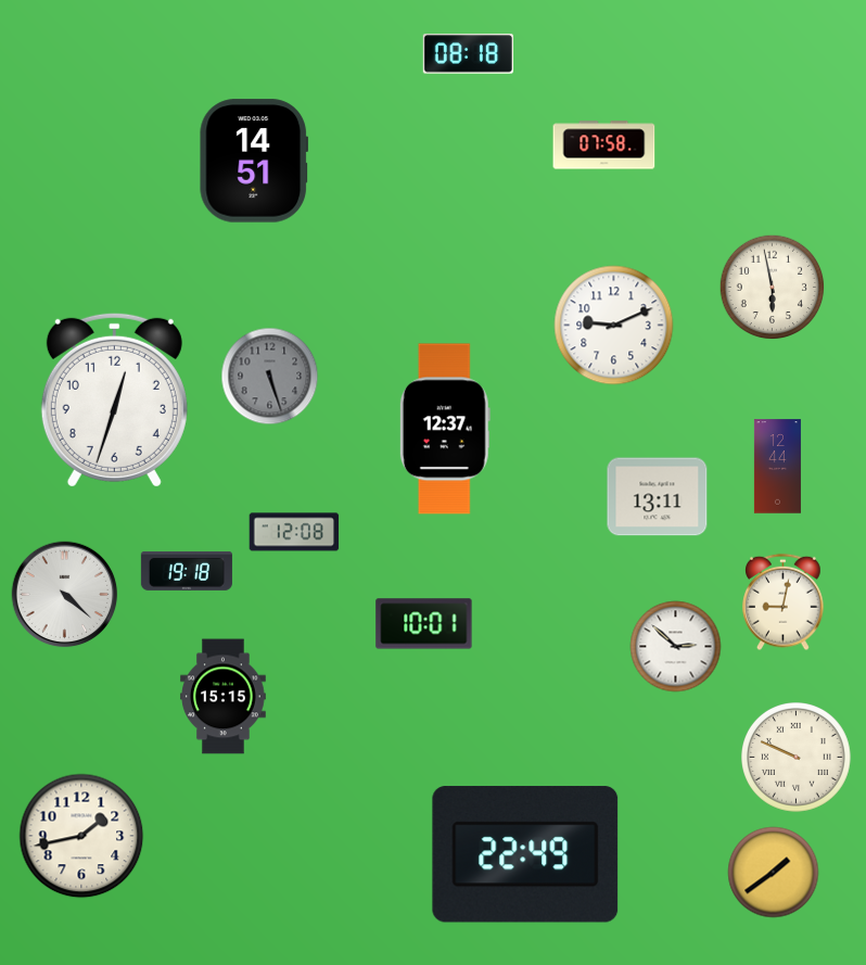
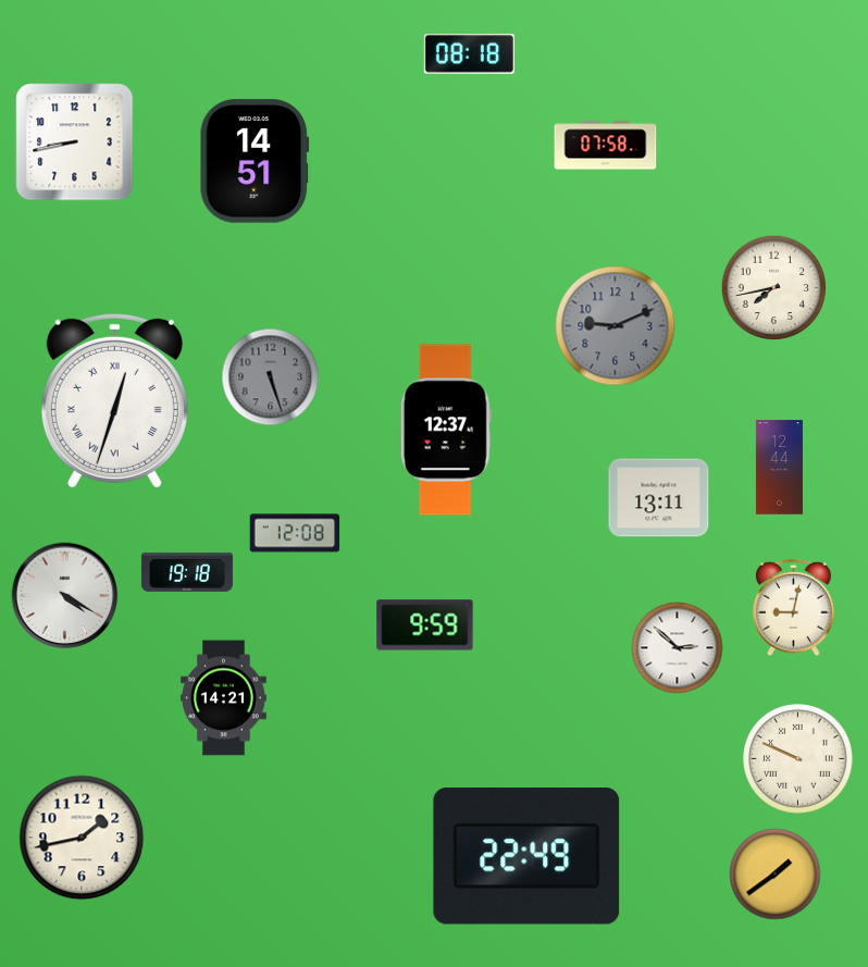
clock at (75, 142): none -> 8:43
clock at (773, 288): 5:58 -> 7:43
clock at (614, 326) dial: white -> grey
clock at (114, 399) numerals: Arabic -> Roman
clock at (65, 595): 4:22 -> 4:20
clock at (784, 602) position: (784, 602) -> (794, 608)
clock at (424, 624): 10:01 -> 9:59
clock at (224, 697): 15:15 -> 14:21
